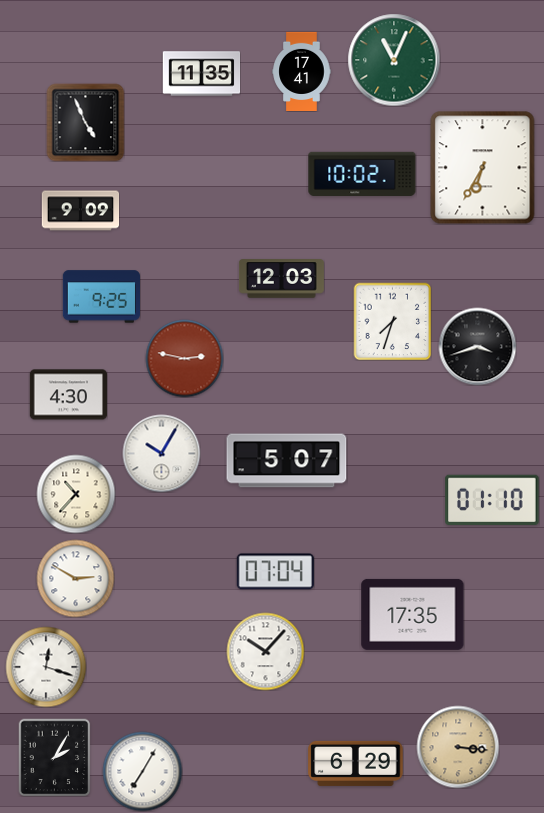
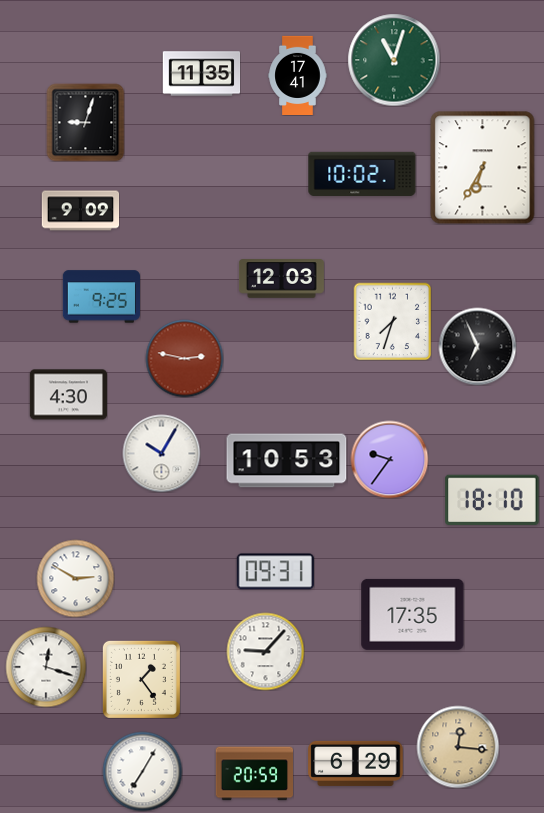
clock at (394, 60): 11:04 -> 11:03
clock at (302, 71) position: (302, 71) -> (298, 75)
clock at (85, 122): 4:56 -> 9:03
clock at (477, 346): 3:42 -> 6:56
clock at (389, 459): none -> 9:36
clock at (287, 461): 5:07 -> 10:53
clock at (76, 494): 10:37 -> none
clock at (492, 499): 01:10 -> 18:10
clock at (275, 572): 07:04 -> 09:31
clock at (265, 651): 10:07 -> 9:07
clock at (141, 679): none -> 1:24
clock at (458, 747): 3:16 -> 12:16
clock at (55, 757): 2:05 -> none
clock at (254, 774): none -> 20:59
